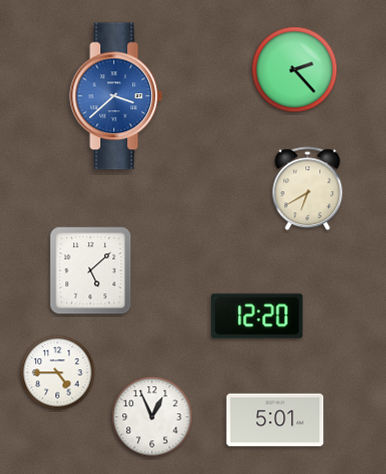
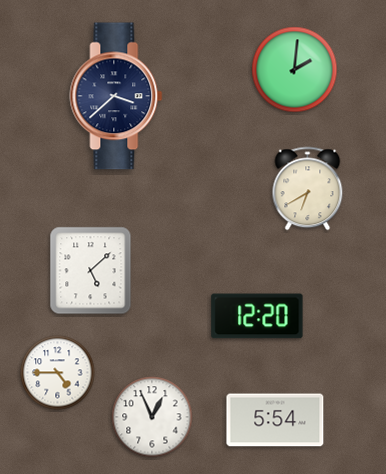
clock at (295, 70): 2:23 -> 2:01
clock at (116, 96) dial: blue -> navy
clock at (275, 420): 5:01 -> 5:54
